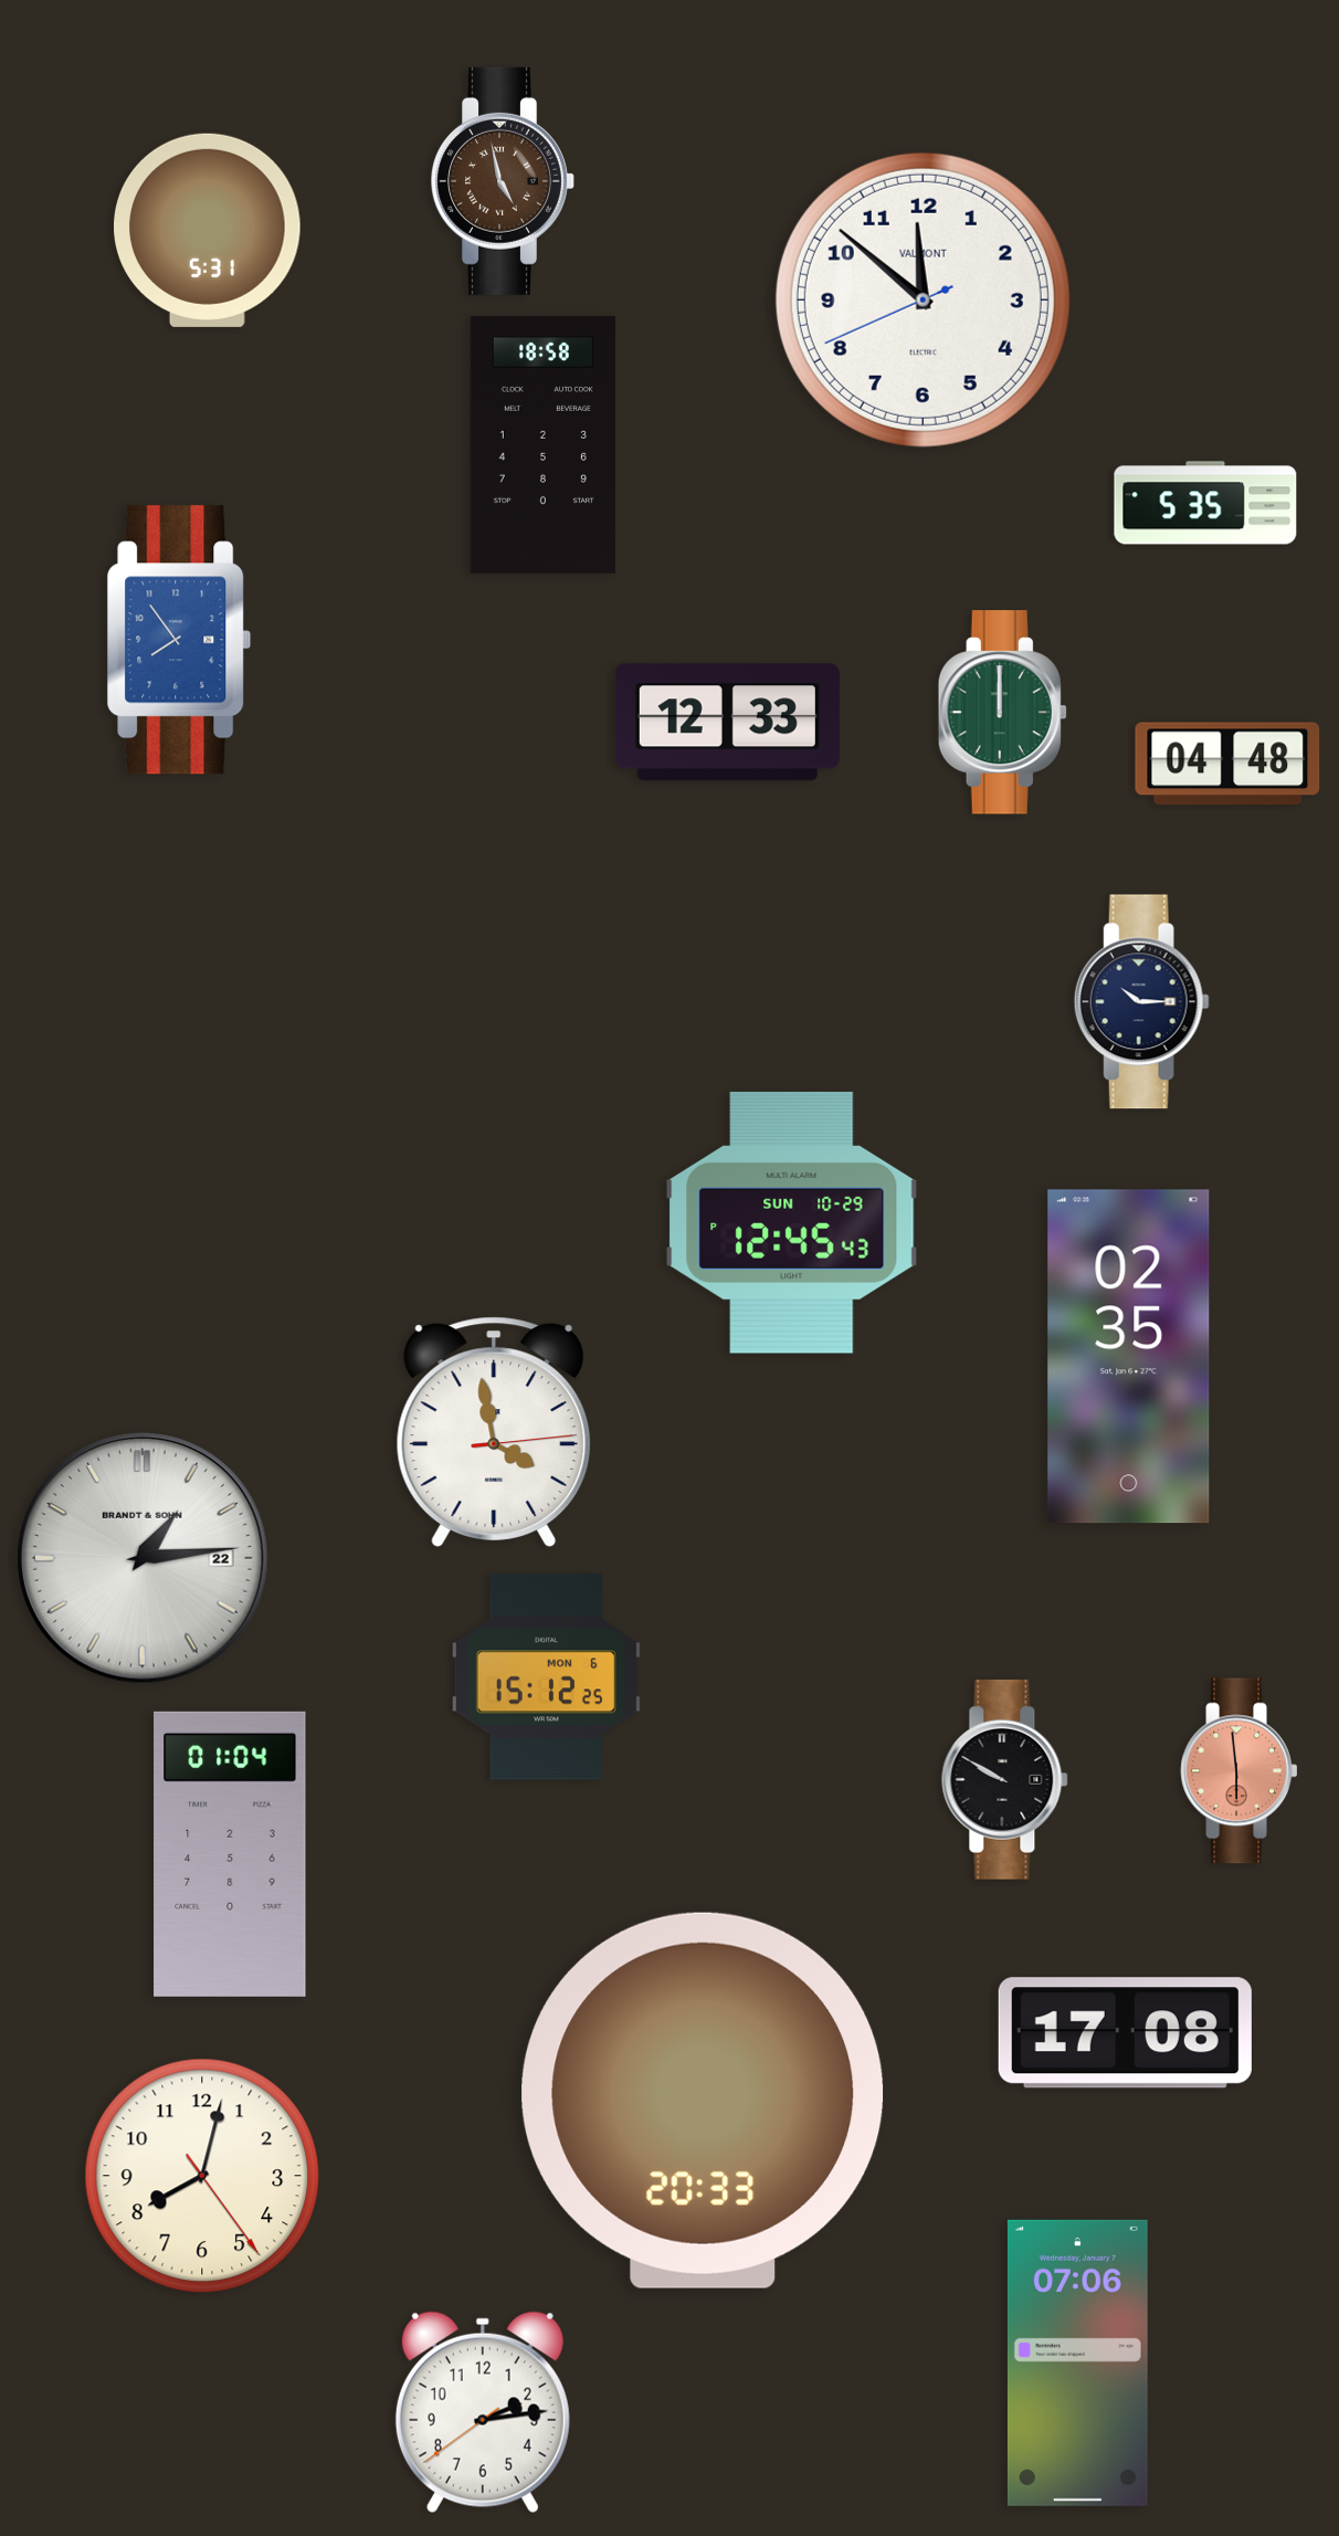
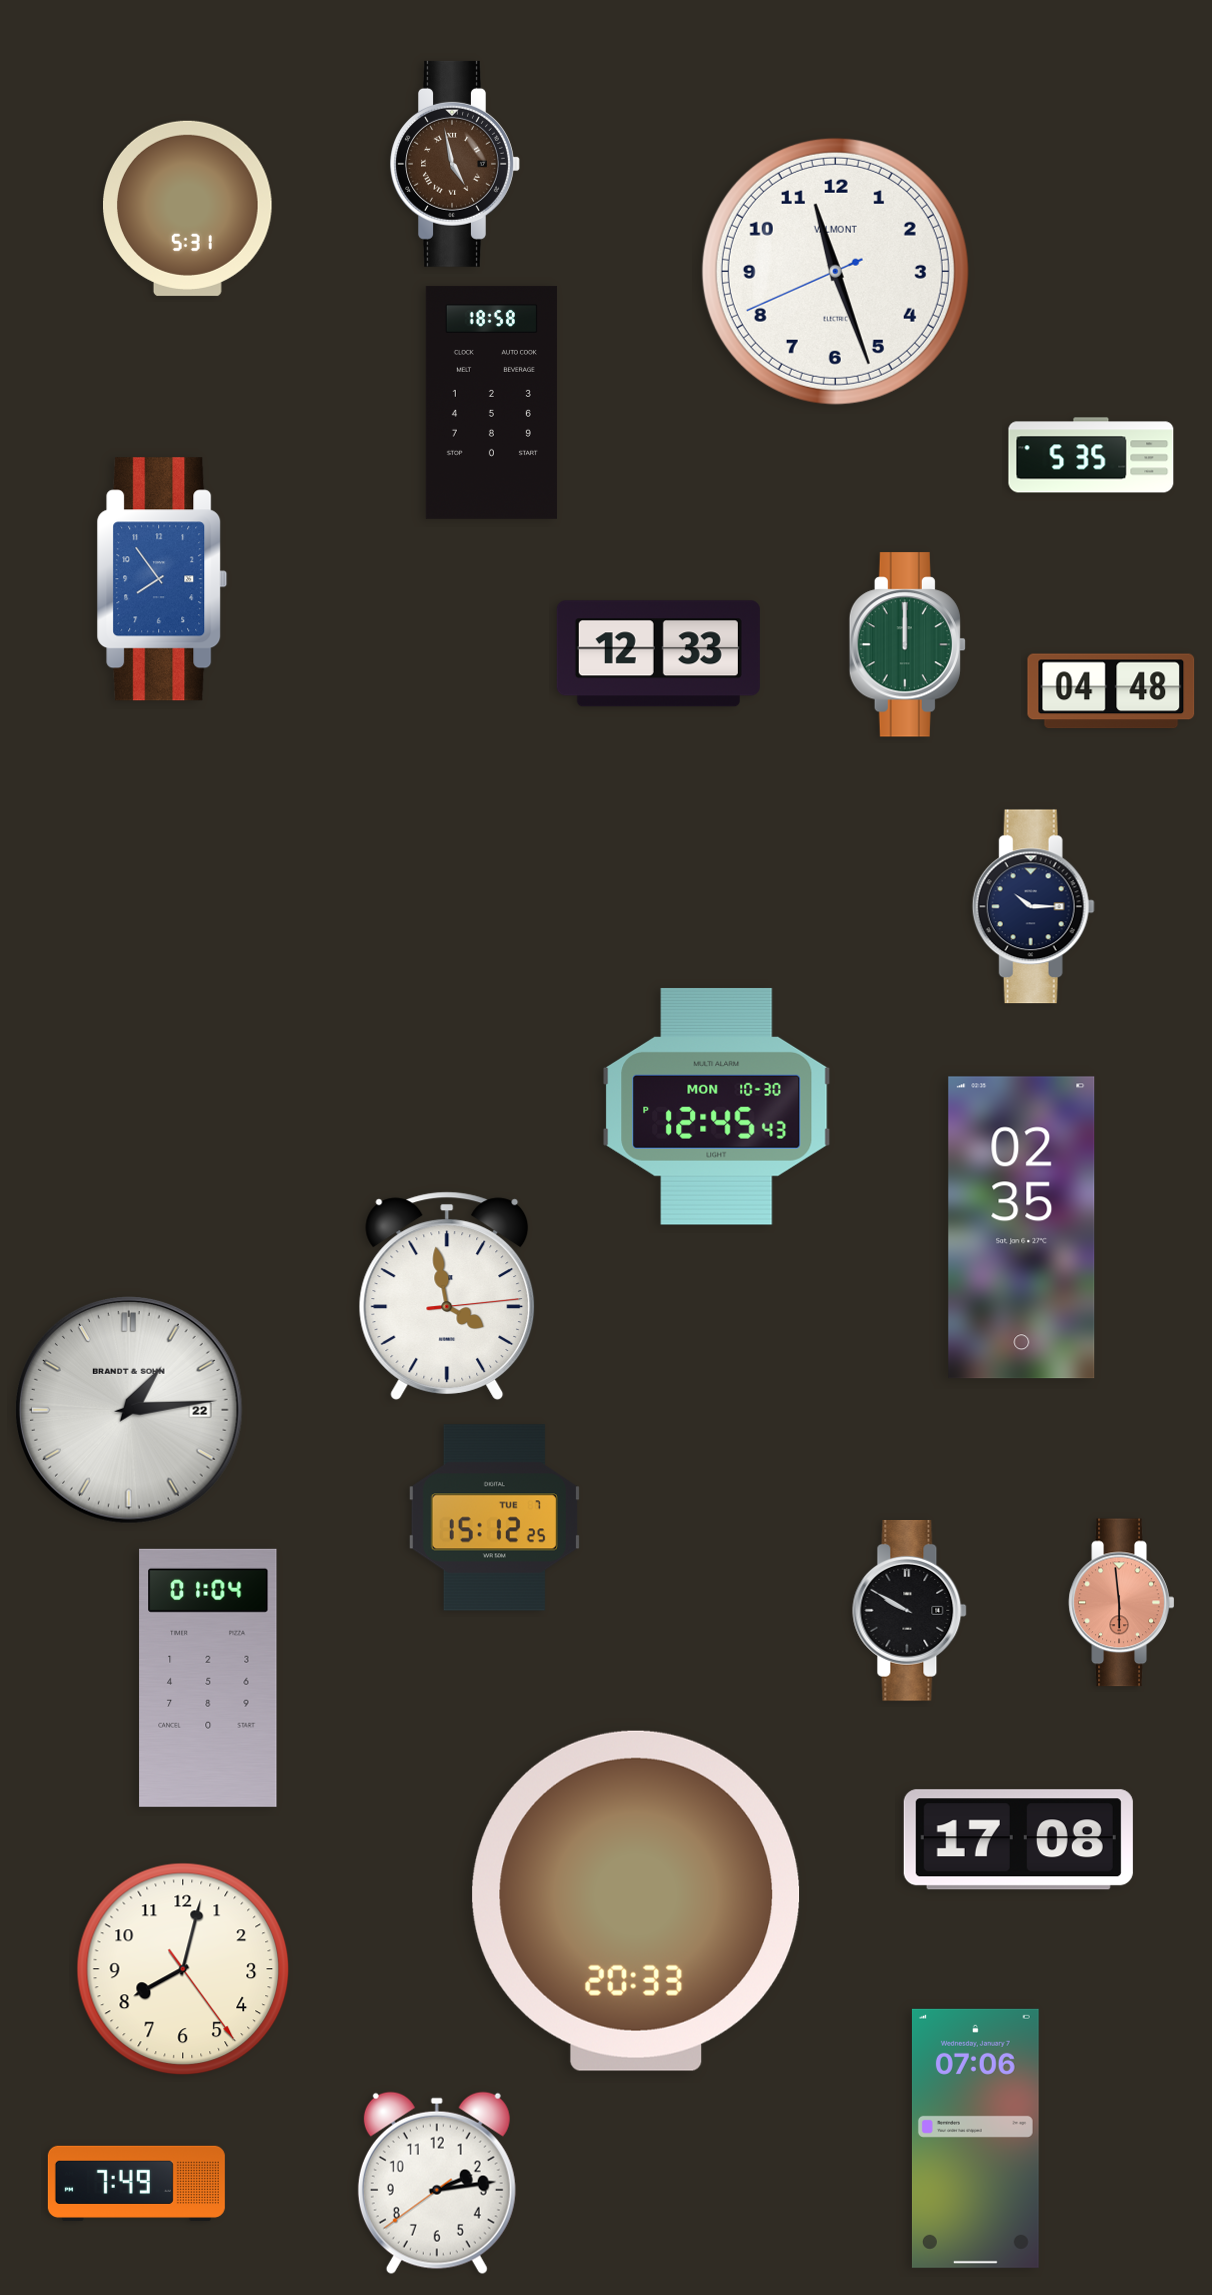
clock at (922, 299): 11:51 -> 11:26
clock at (792, 1222) date: SUN 10-29 -> MON 10-30
clock at (546, 1677) date: MON 6 -> TUE 7
clock at (136, 2183): none -> 7:49
